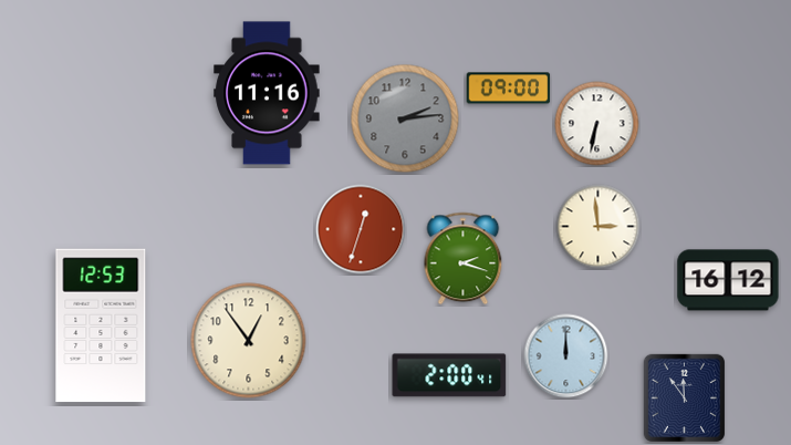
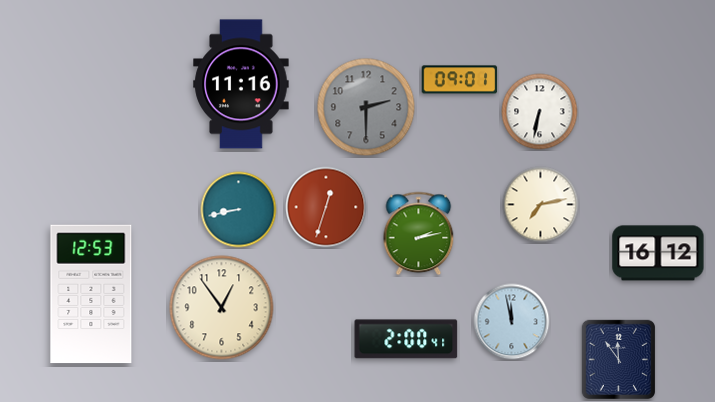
clock at (509, 89): 09:00 -> 09:01
clock at (405, 118): 2:14 -> 2:30
clock at (599, 227): 2:59 -> 7:13
clock at (239, 210): none -> 8:43
clock at (464, 259): 2:18 -> 2:13
clock at (249, 341) position: (249, 341) -> (222, 308)
clock at (566, 356): 12:00 -> 11:58
